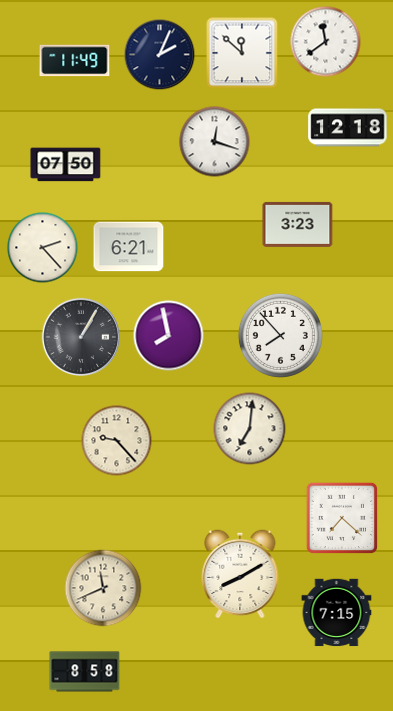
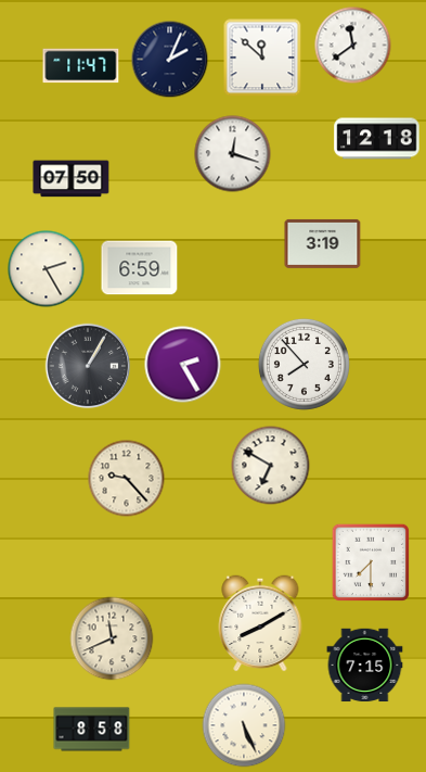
clock at (160, 55) position: (160, 55) -> (170, 60)
clock at (75, 61): 11:49 -> 11:47
clock at (298, 224): 3:23 -> 3:19
clock at (129, 247): 6:21 -> 6:59
clock at (43, 248): 2:23 -> 2:25
clock at (169, 336): 7:58 -> 2:25
clock at (250, 429): 7:01 -> 6:50
clock at (341, 517): 7:22 -> 7:30
clock at (244, 725): none -> 5:26
